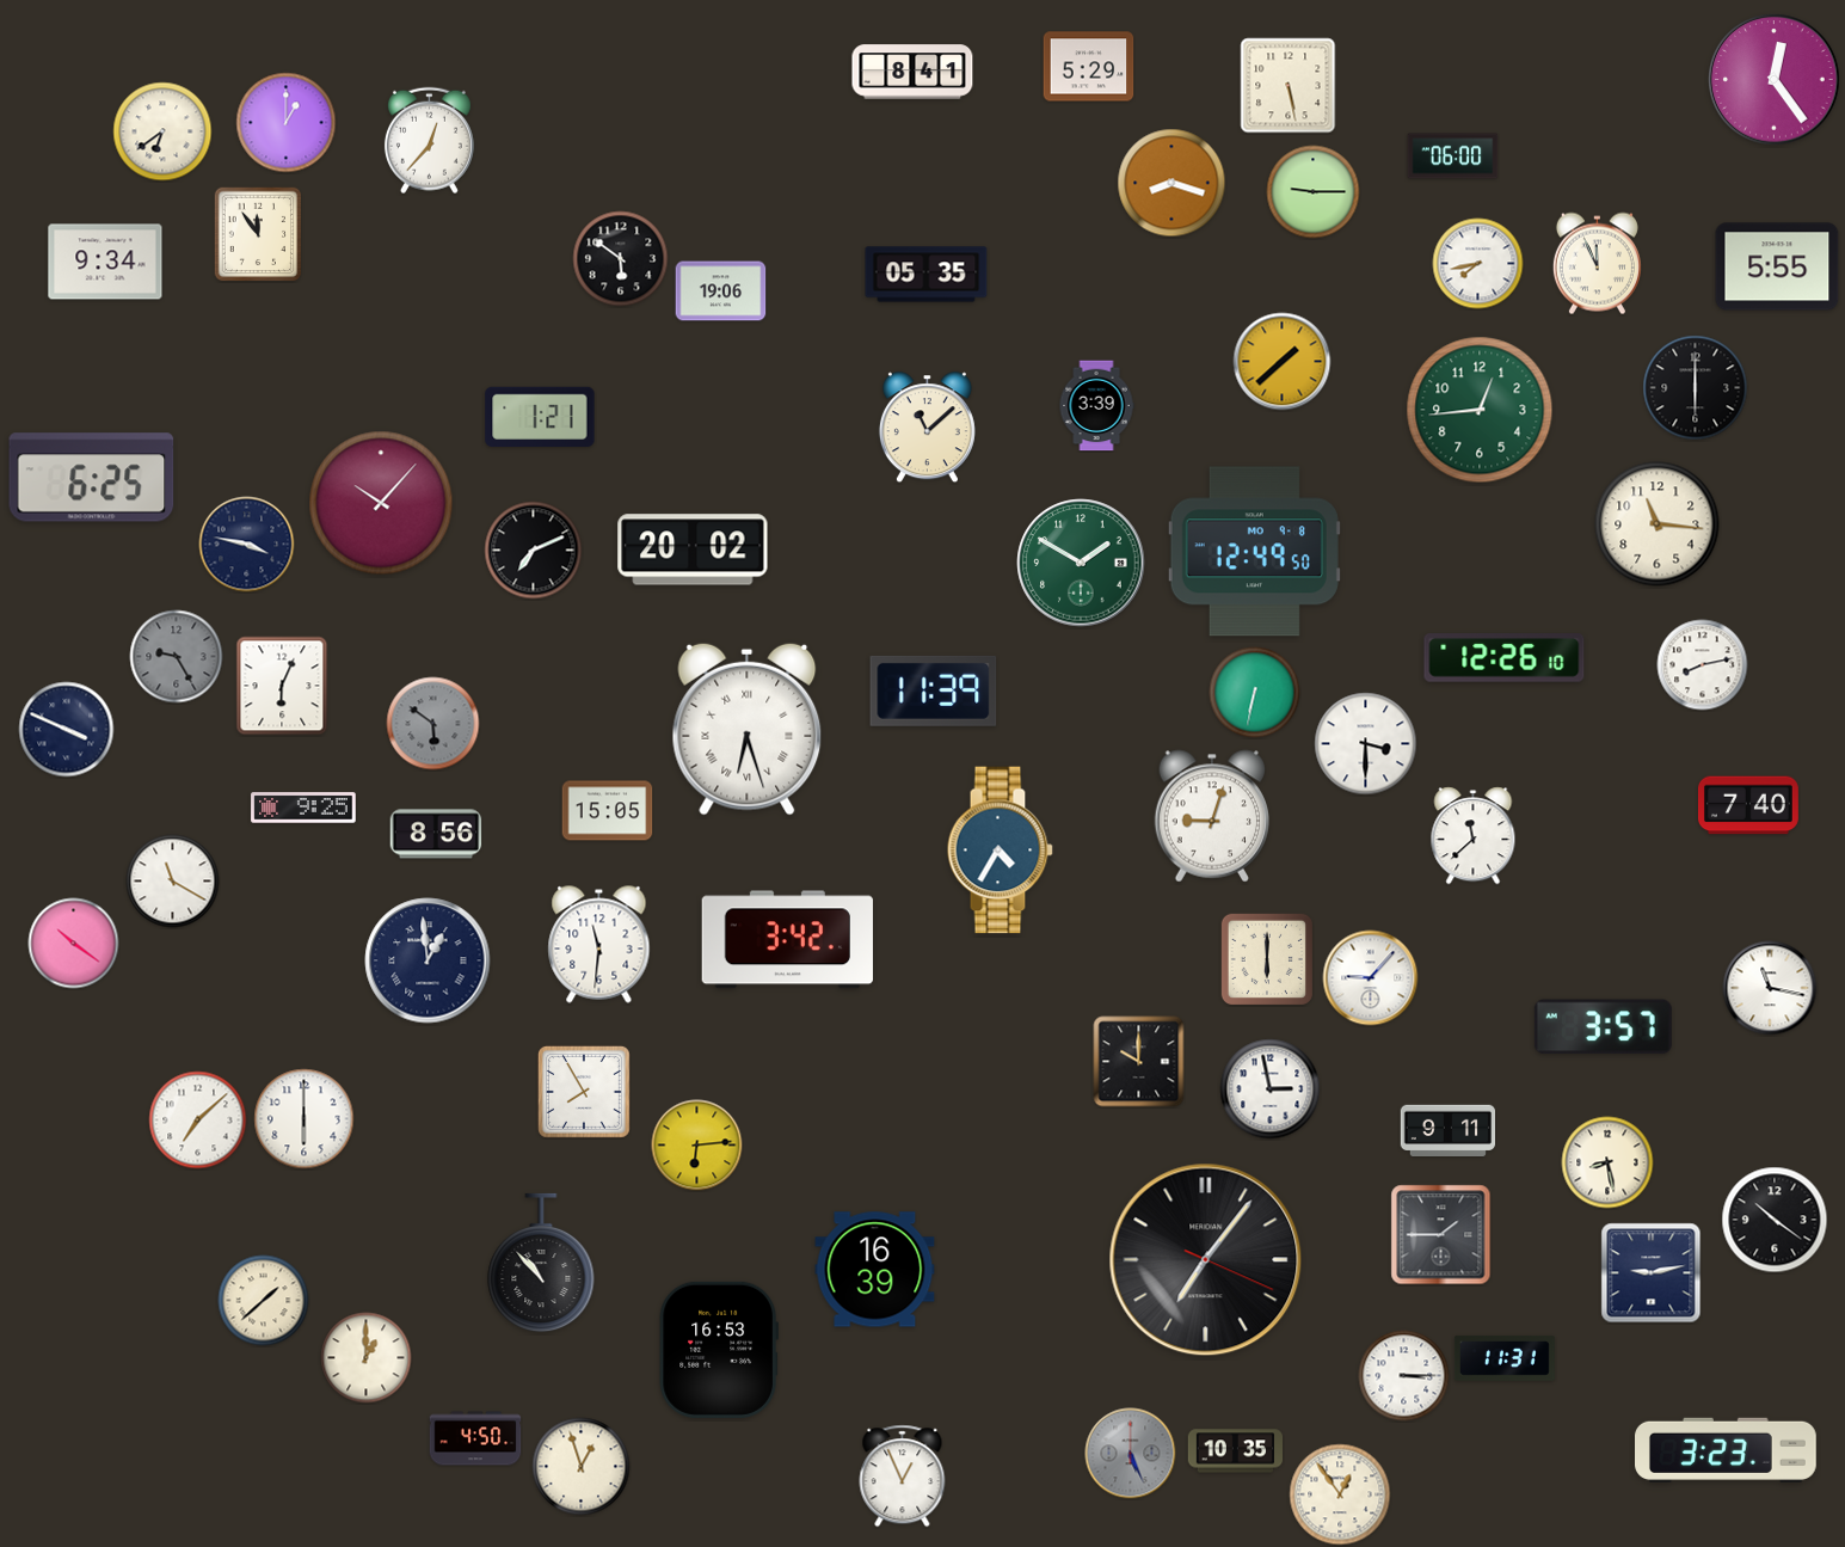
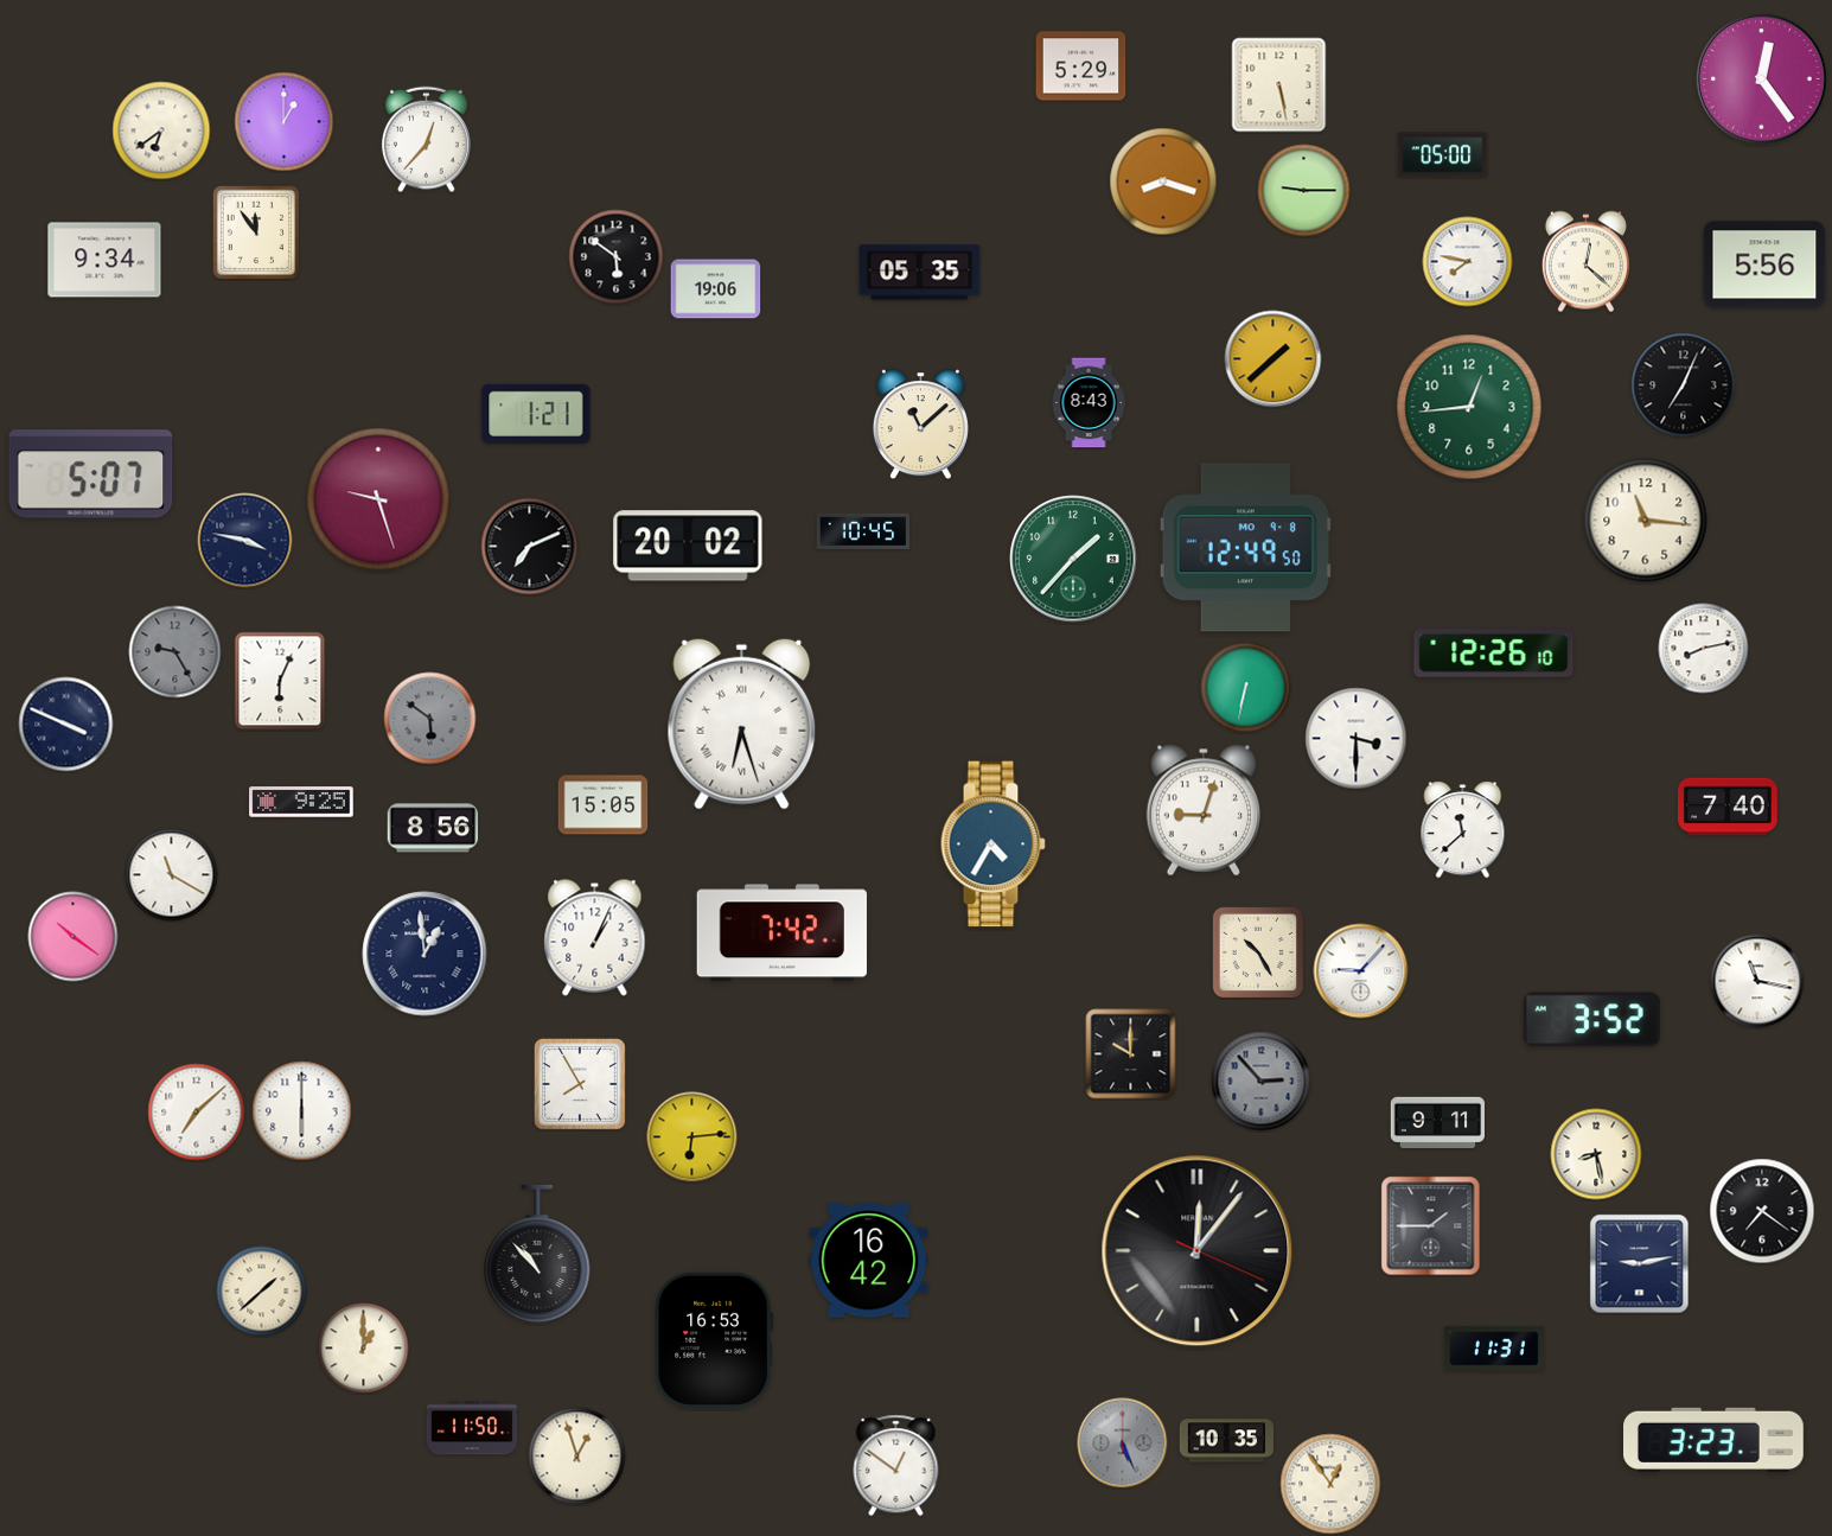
clock at (912, 72): 8:41 -> none
clock at (1453, 156): 06:00 -> 05:00
clock at (1478, 264): 7:43 -> 7:47
clock at (1597, 264): 11:56 -> 12:22
clock at (1777, 266): 5:55 -> 5:56
clock at (1696, 388): 6:00 -> 7:04
clock at (1096, 406): 3:39 -> 8:43
clock at (92, 478): 6:25 -> 5:07
clock at (381, 503): 10:07 -> 9:27
clock at (863, 531): none -> 10:45
clock at (1081, 563): 1:50 -> 1:37
clock at (1703, 665) position: (1703, 665) -> (1704, 649)
clock at (934, 690): 11:39 -> none
clock at (1748, 805) position: (1748, 805) -> (1728, 807)
clock at (787, 940): 3:42 -> 7:42
clock at (599, 945): 11:31 -> 1:04
clock at (1266, 958): 6:00 -> 10:25
clock at (1603, 1027): 3:57 -> 3:52
clock at (1271, 1089): 2:58 -> 2:53
clock at (1271, 1089) dial: white -> grey
clock at (1775, 1220): 10:21 -> 7:21
clock at (1206, 1260): 7:06 -> 12:06
clock at (875, 1270): 16:39 -> 16:42
clock at (1404, 1376): 3:15 -> none
clock at (475, 1438): 4:50 -> 11:50
clock at (903, 1477): 12:56 -> 12:51
